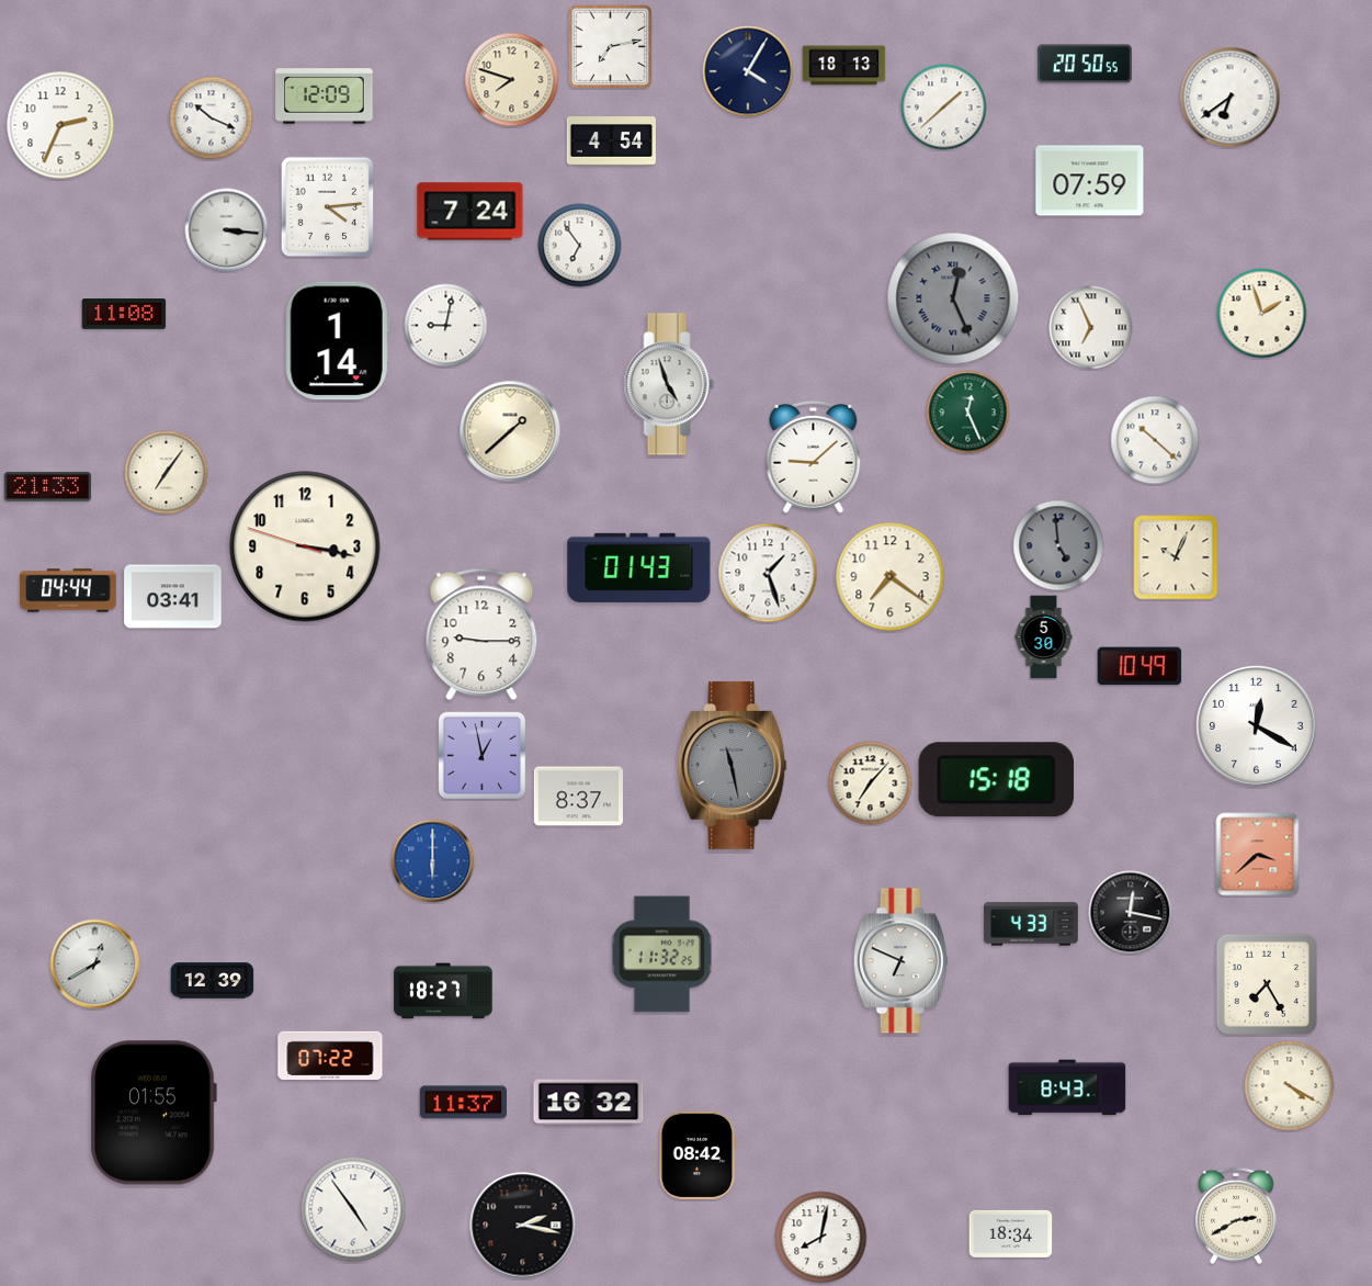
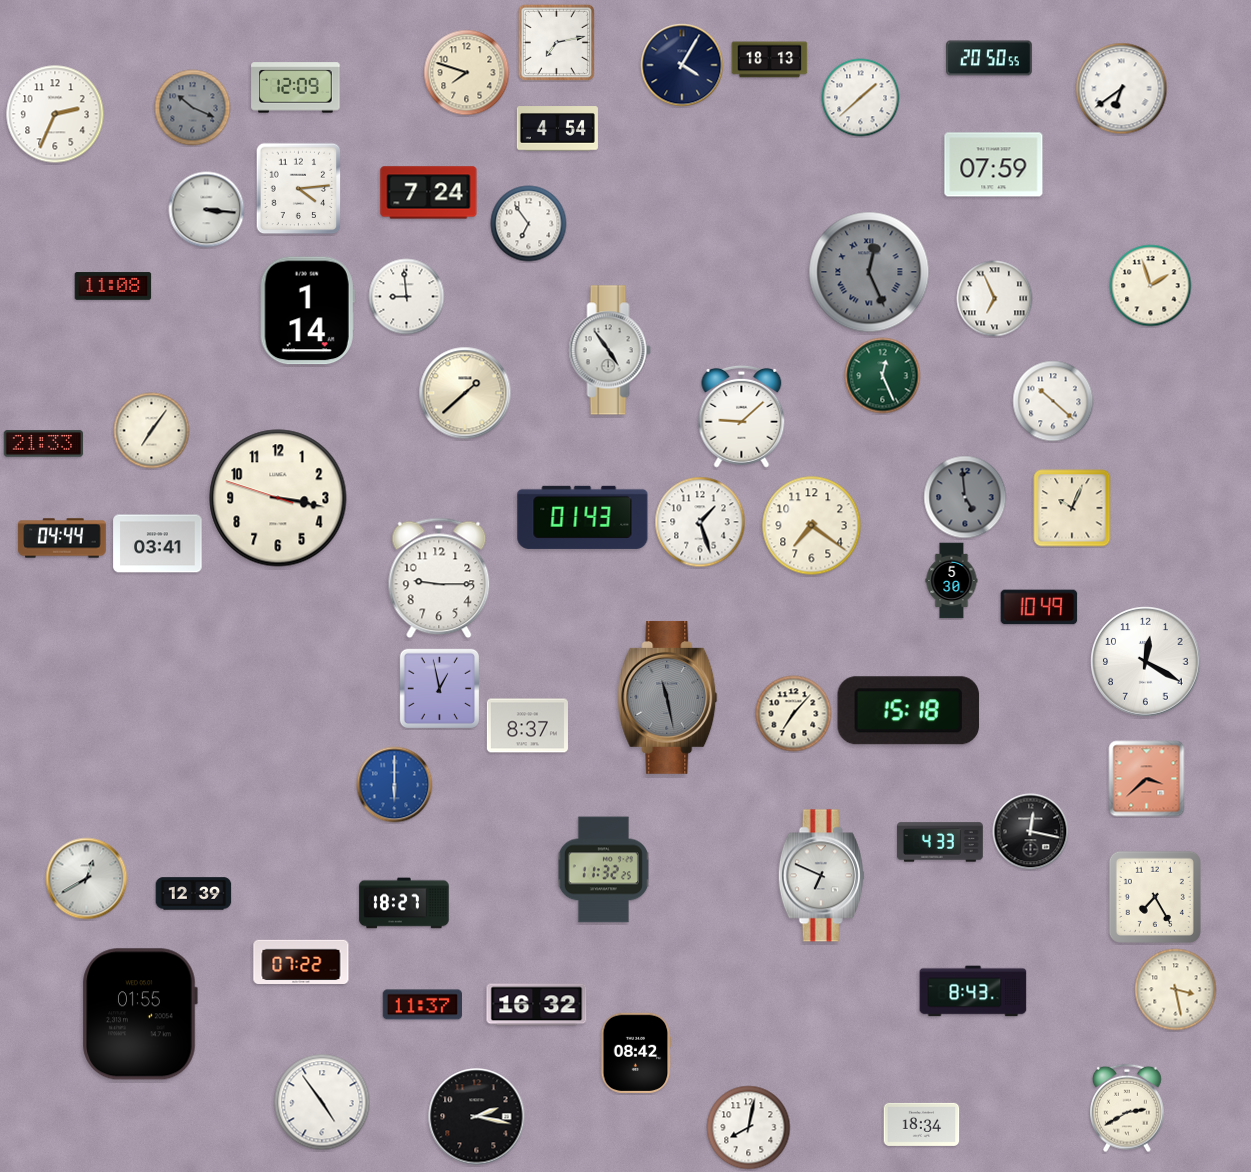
clock at (212, 119) dial: white -> grey
clock at (446, 326): 9:02 -> 8:59
clock at (669, 384): 4:57 -> 4:54
clock at (1290, 1086): 4:20 -> 3:28
